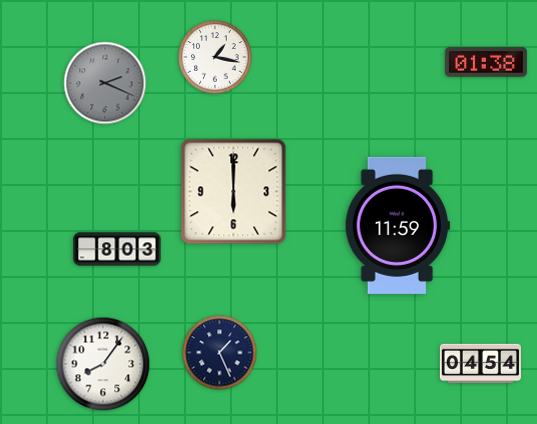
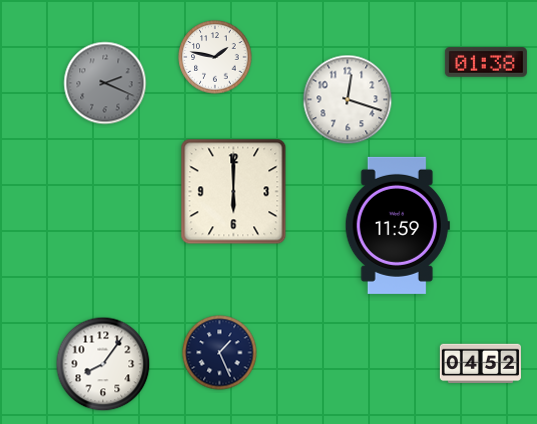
clock at (215, 57): 1:17 -> 1:47
clock at (348, 100): none -> 12:18
clock at (117, 249): 8:03 -> none
clock at (480, 364): 04:54 -> 04:52
